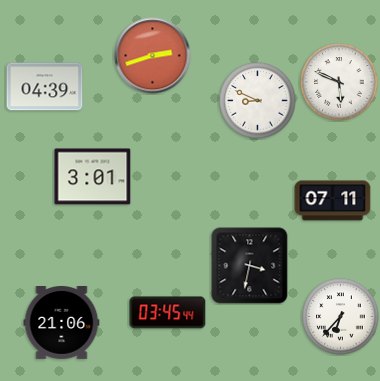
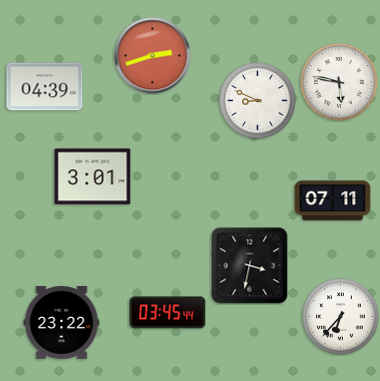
clock at (339, 82): 5:49 -> 5:47
clock at (62, 323): 21:06 -> 23:22
